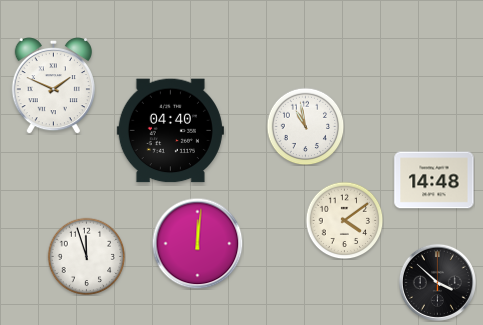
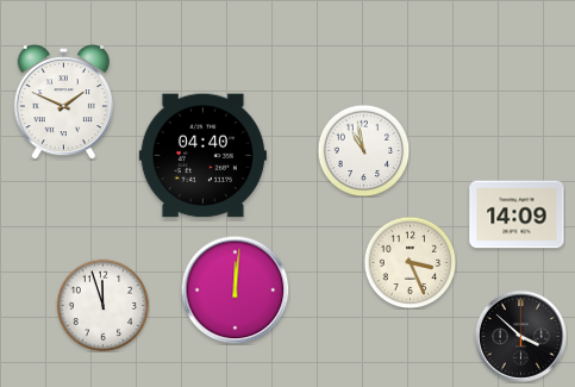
clock at (434, 180): 14:48 -> 14:09
clock at (344, 220): 4:09 -> 3:26
